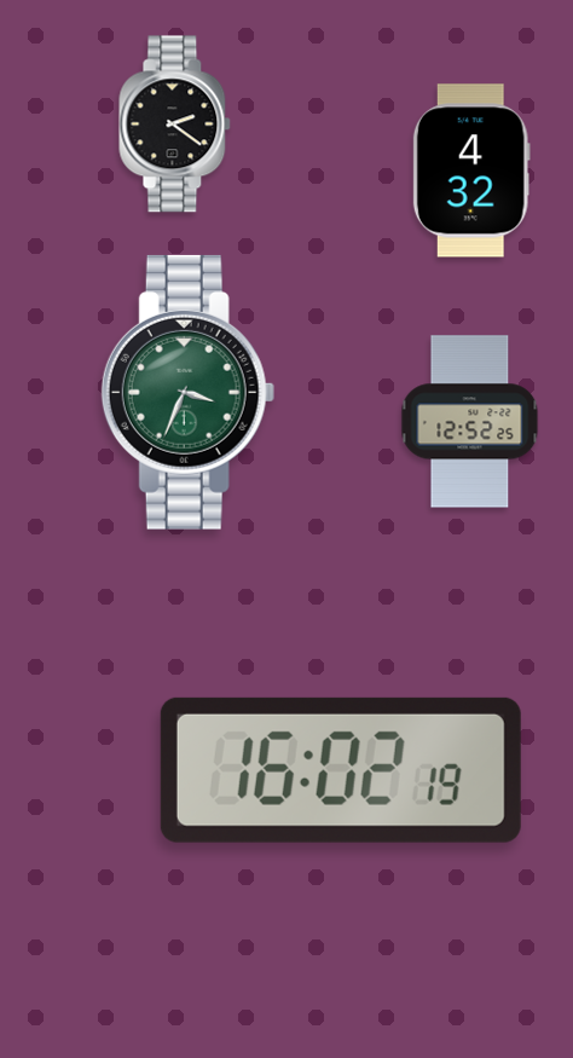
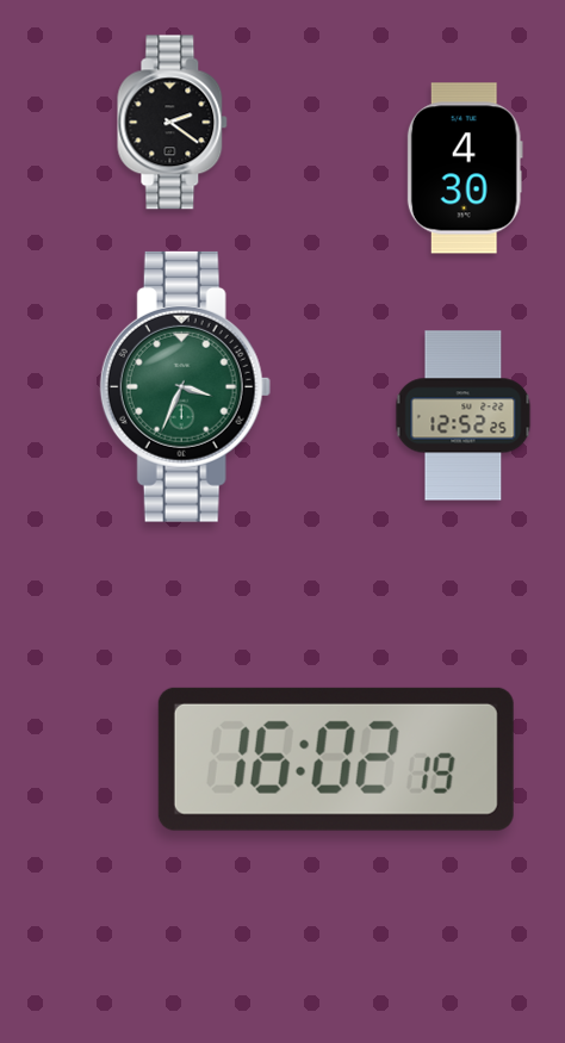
clock at (471, 170): 4:32 -> 4:30
